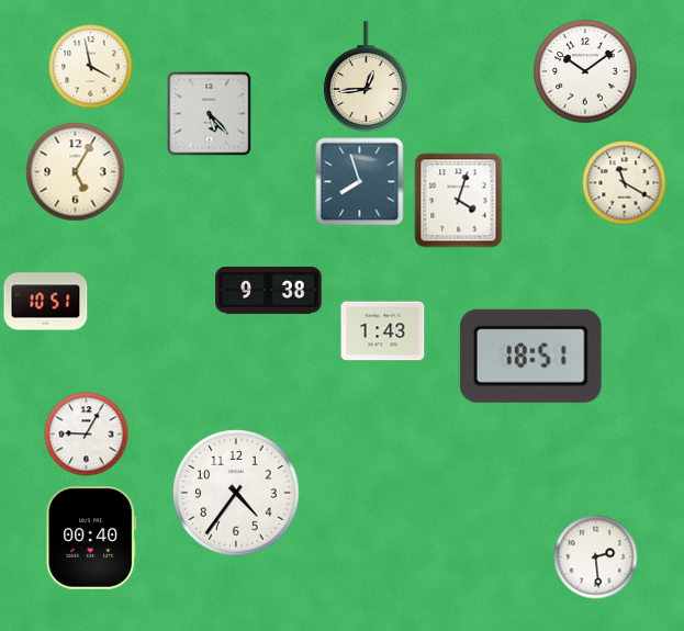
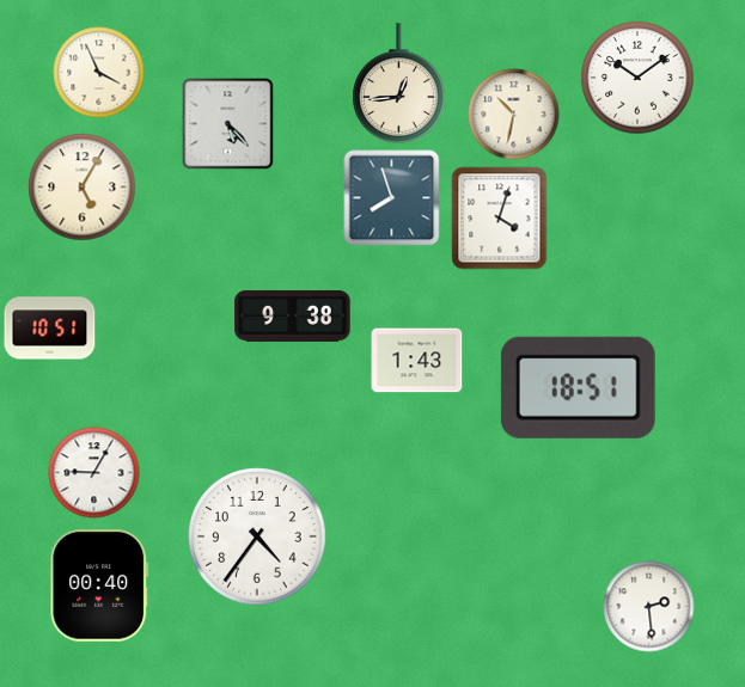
clock at (91, 67): 3:58 -> 3:56
clock at (514, 115): none -> 10:32
clock at (625, 183): 11:20 -> none
